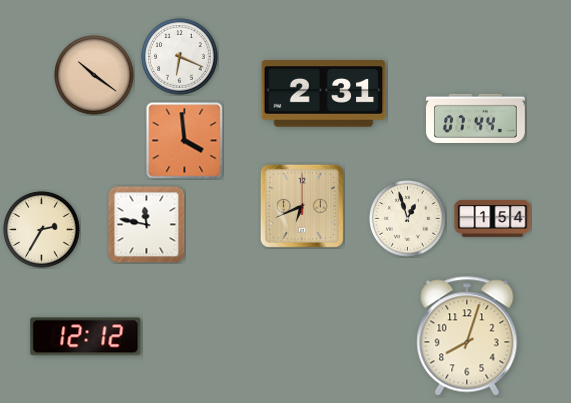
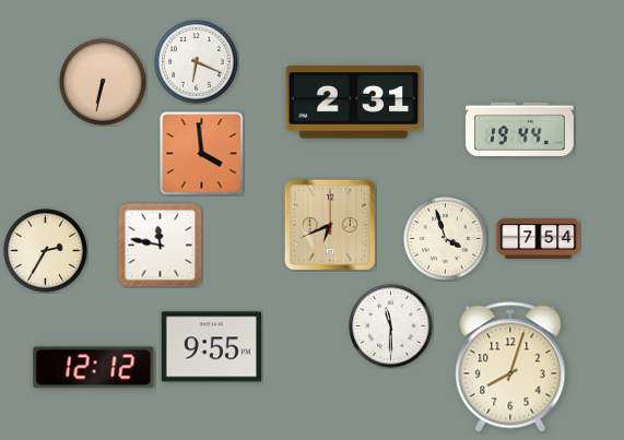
clock at (94, 75): 10:21 -> 6:32
clock at (476, 118): 07:44 -> 19:44
clock at (408, 219): 12:57 -> 3:57
clock at (493, 219): 1:54 -> 7:54
clock at (391, 326): none -> 11:30
clock at (211, 347): none -> 9:55
